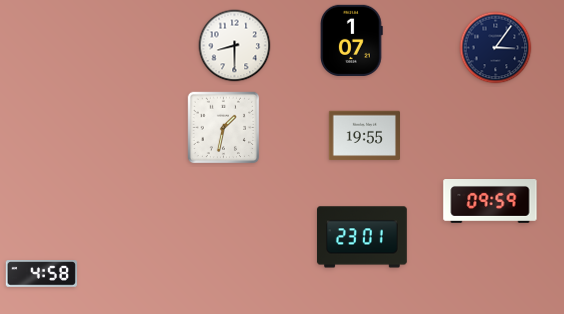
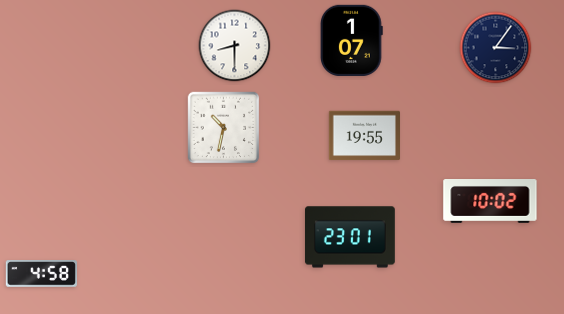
clock at (224, 128): 1:32 -> 10:32
clock at (490, 202): 09:59 -> 10:02
clock at (362, 237) position: (362, 237) -> (350, 237)
